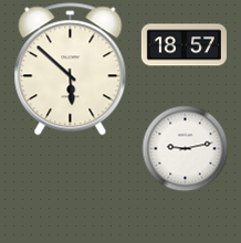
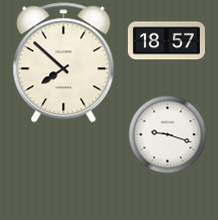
clock at (71, 70): 5:52 -> 7:52
clock at (185, 148): 9:13 -> 9:18
